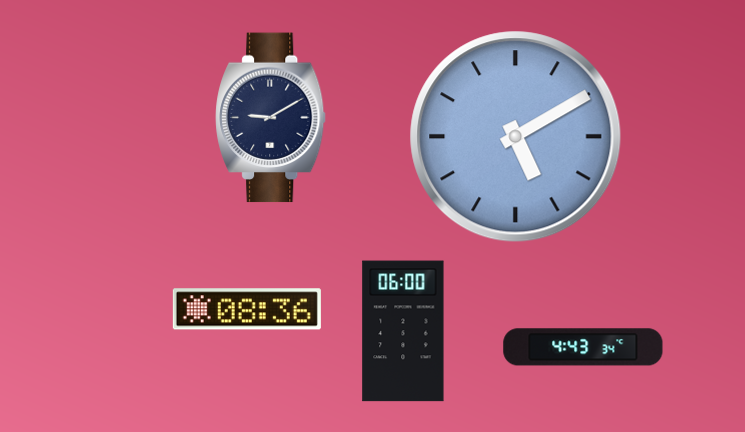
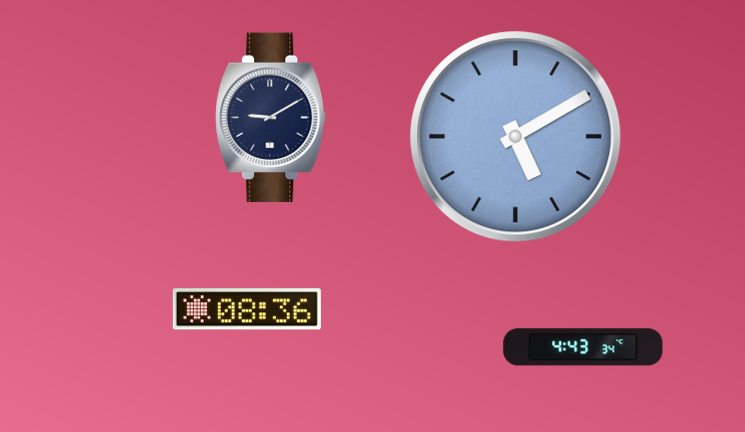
clock at (403, 331): 06:00 -> none
